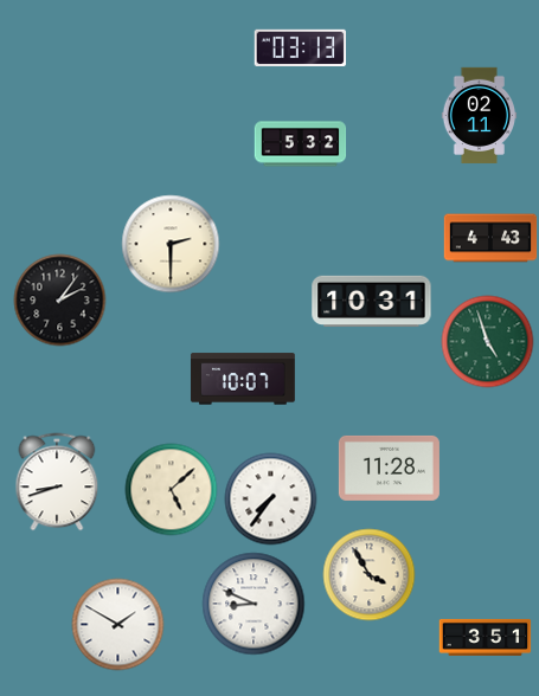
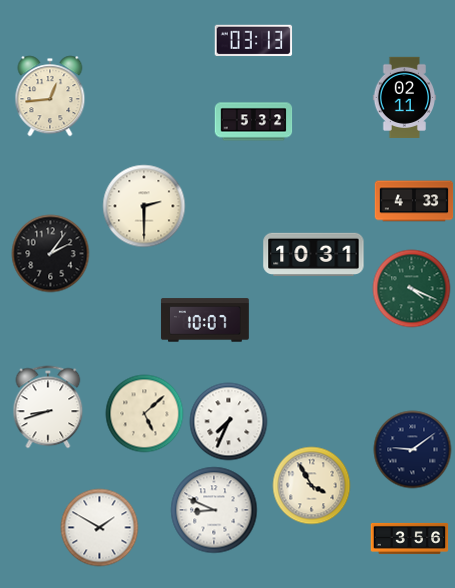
clock at (50, 96): none -> 12:44
clock at (490, 238): 4:43 -> 4:33
clock at (487, 341): 4:57 -> 4:19
clock at (389, 468): 11:28 -> none
clock at (270, 498): 7:36 -> 7:34
clock at (412, 449): none -> 9:09
clock at (485, 637): 3:51 -> 3:56
